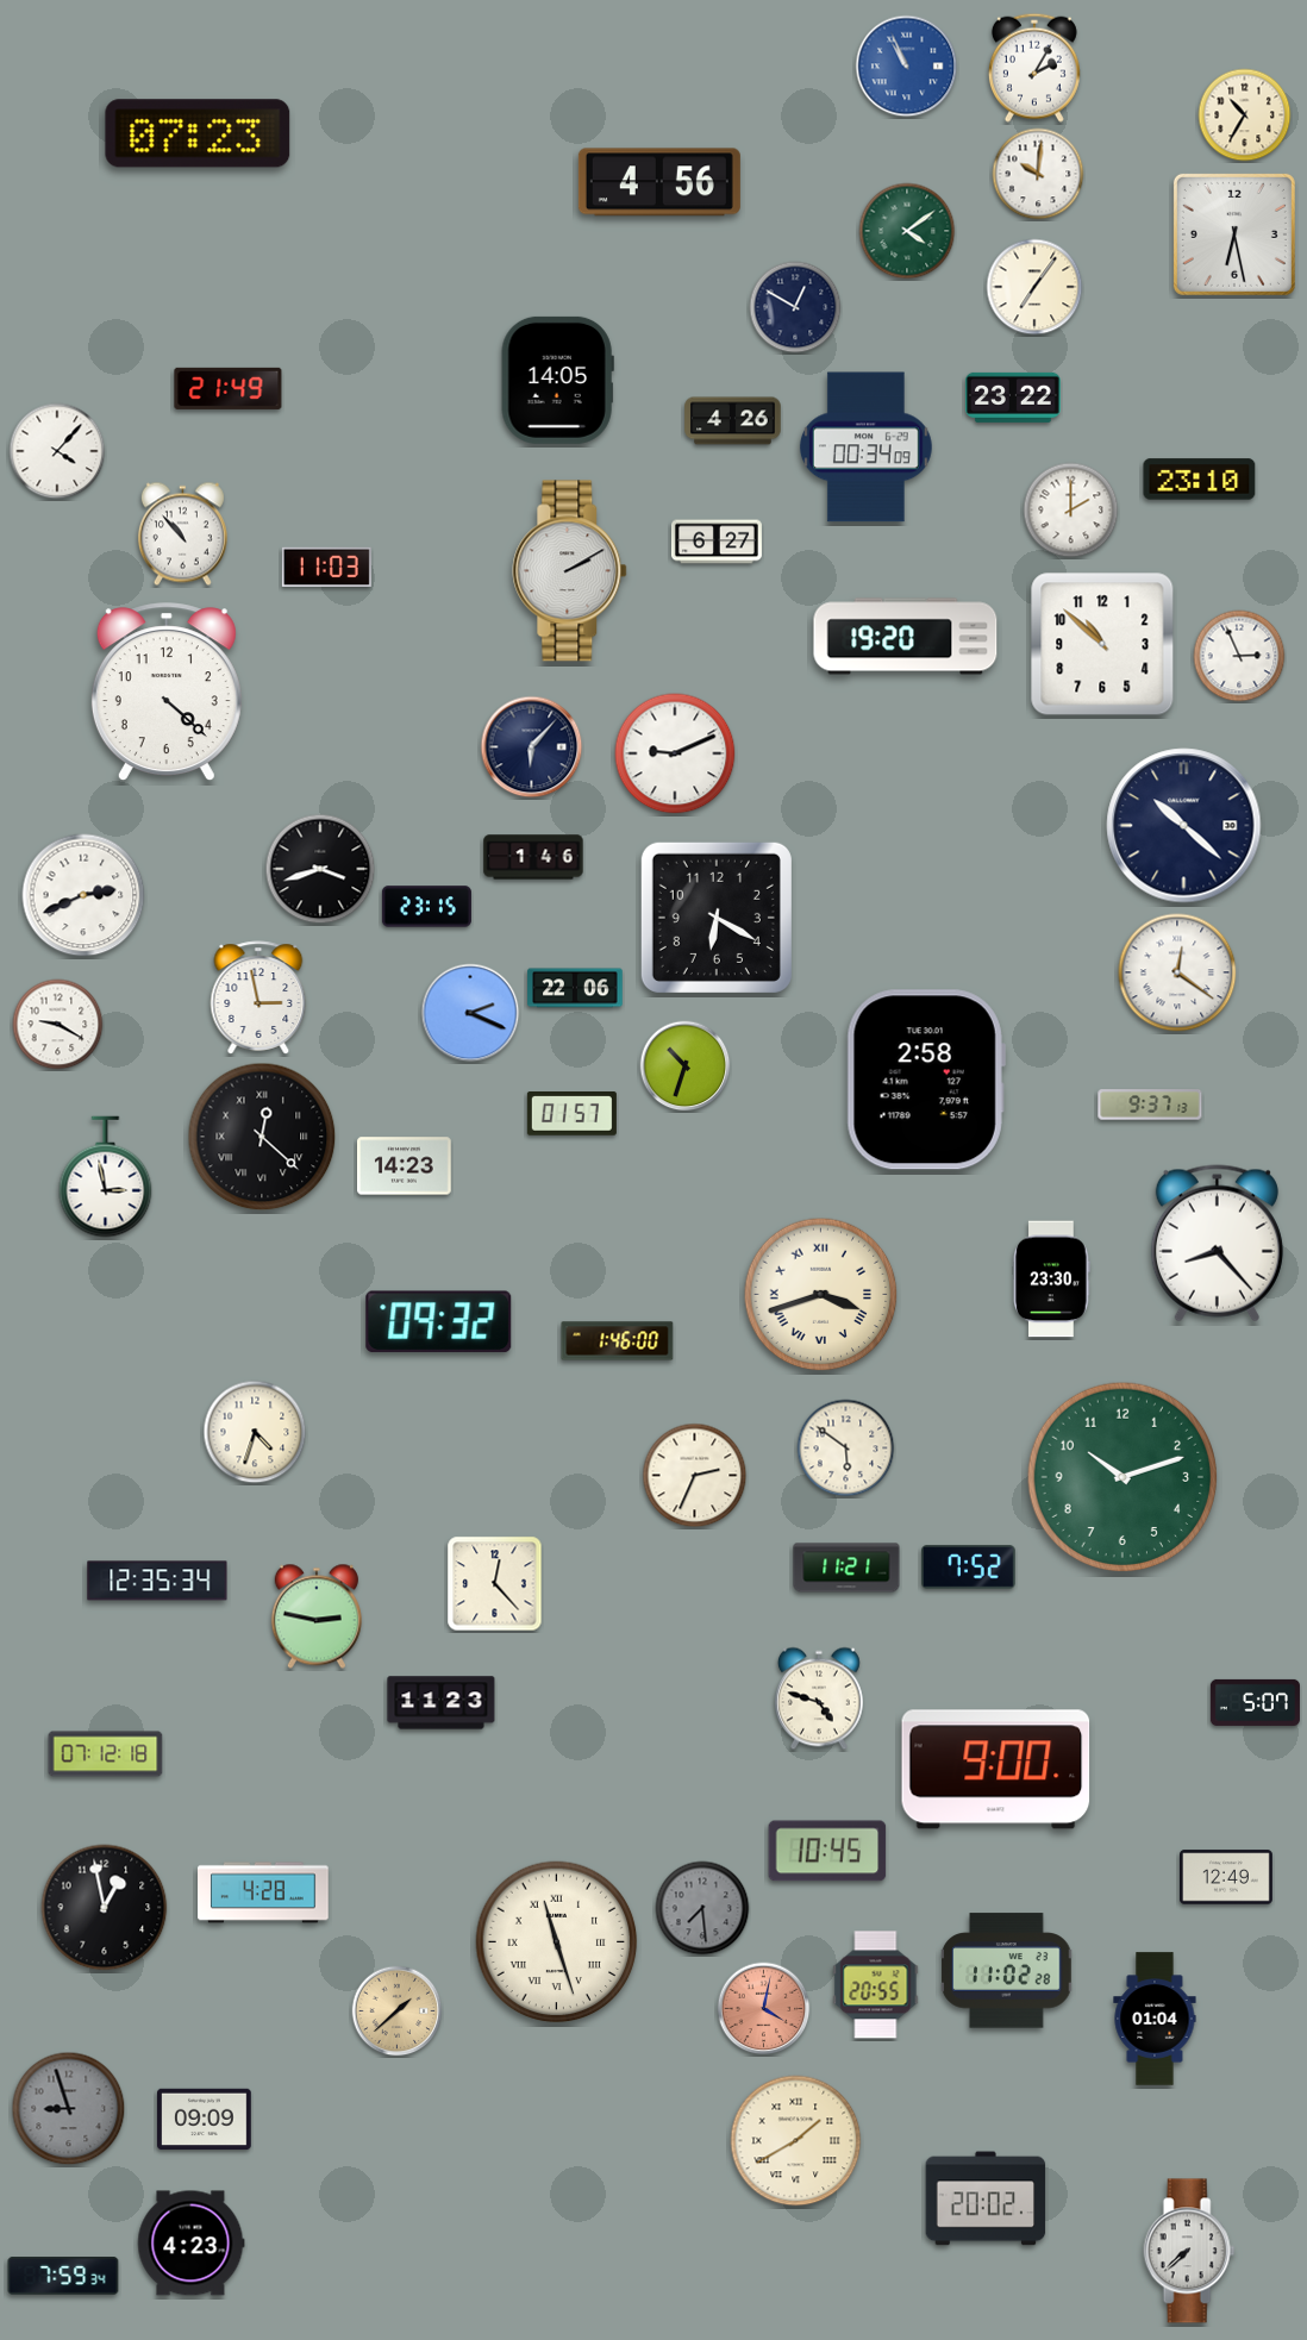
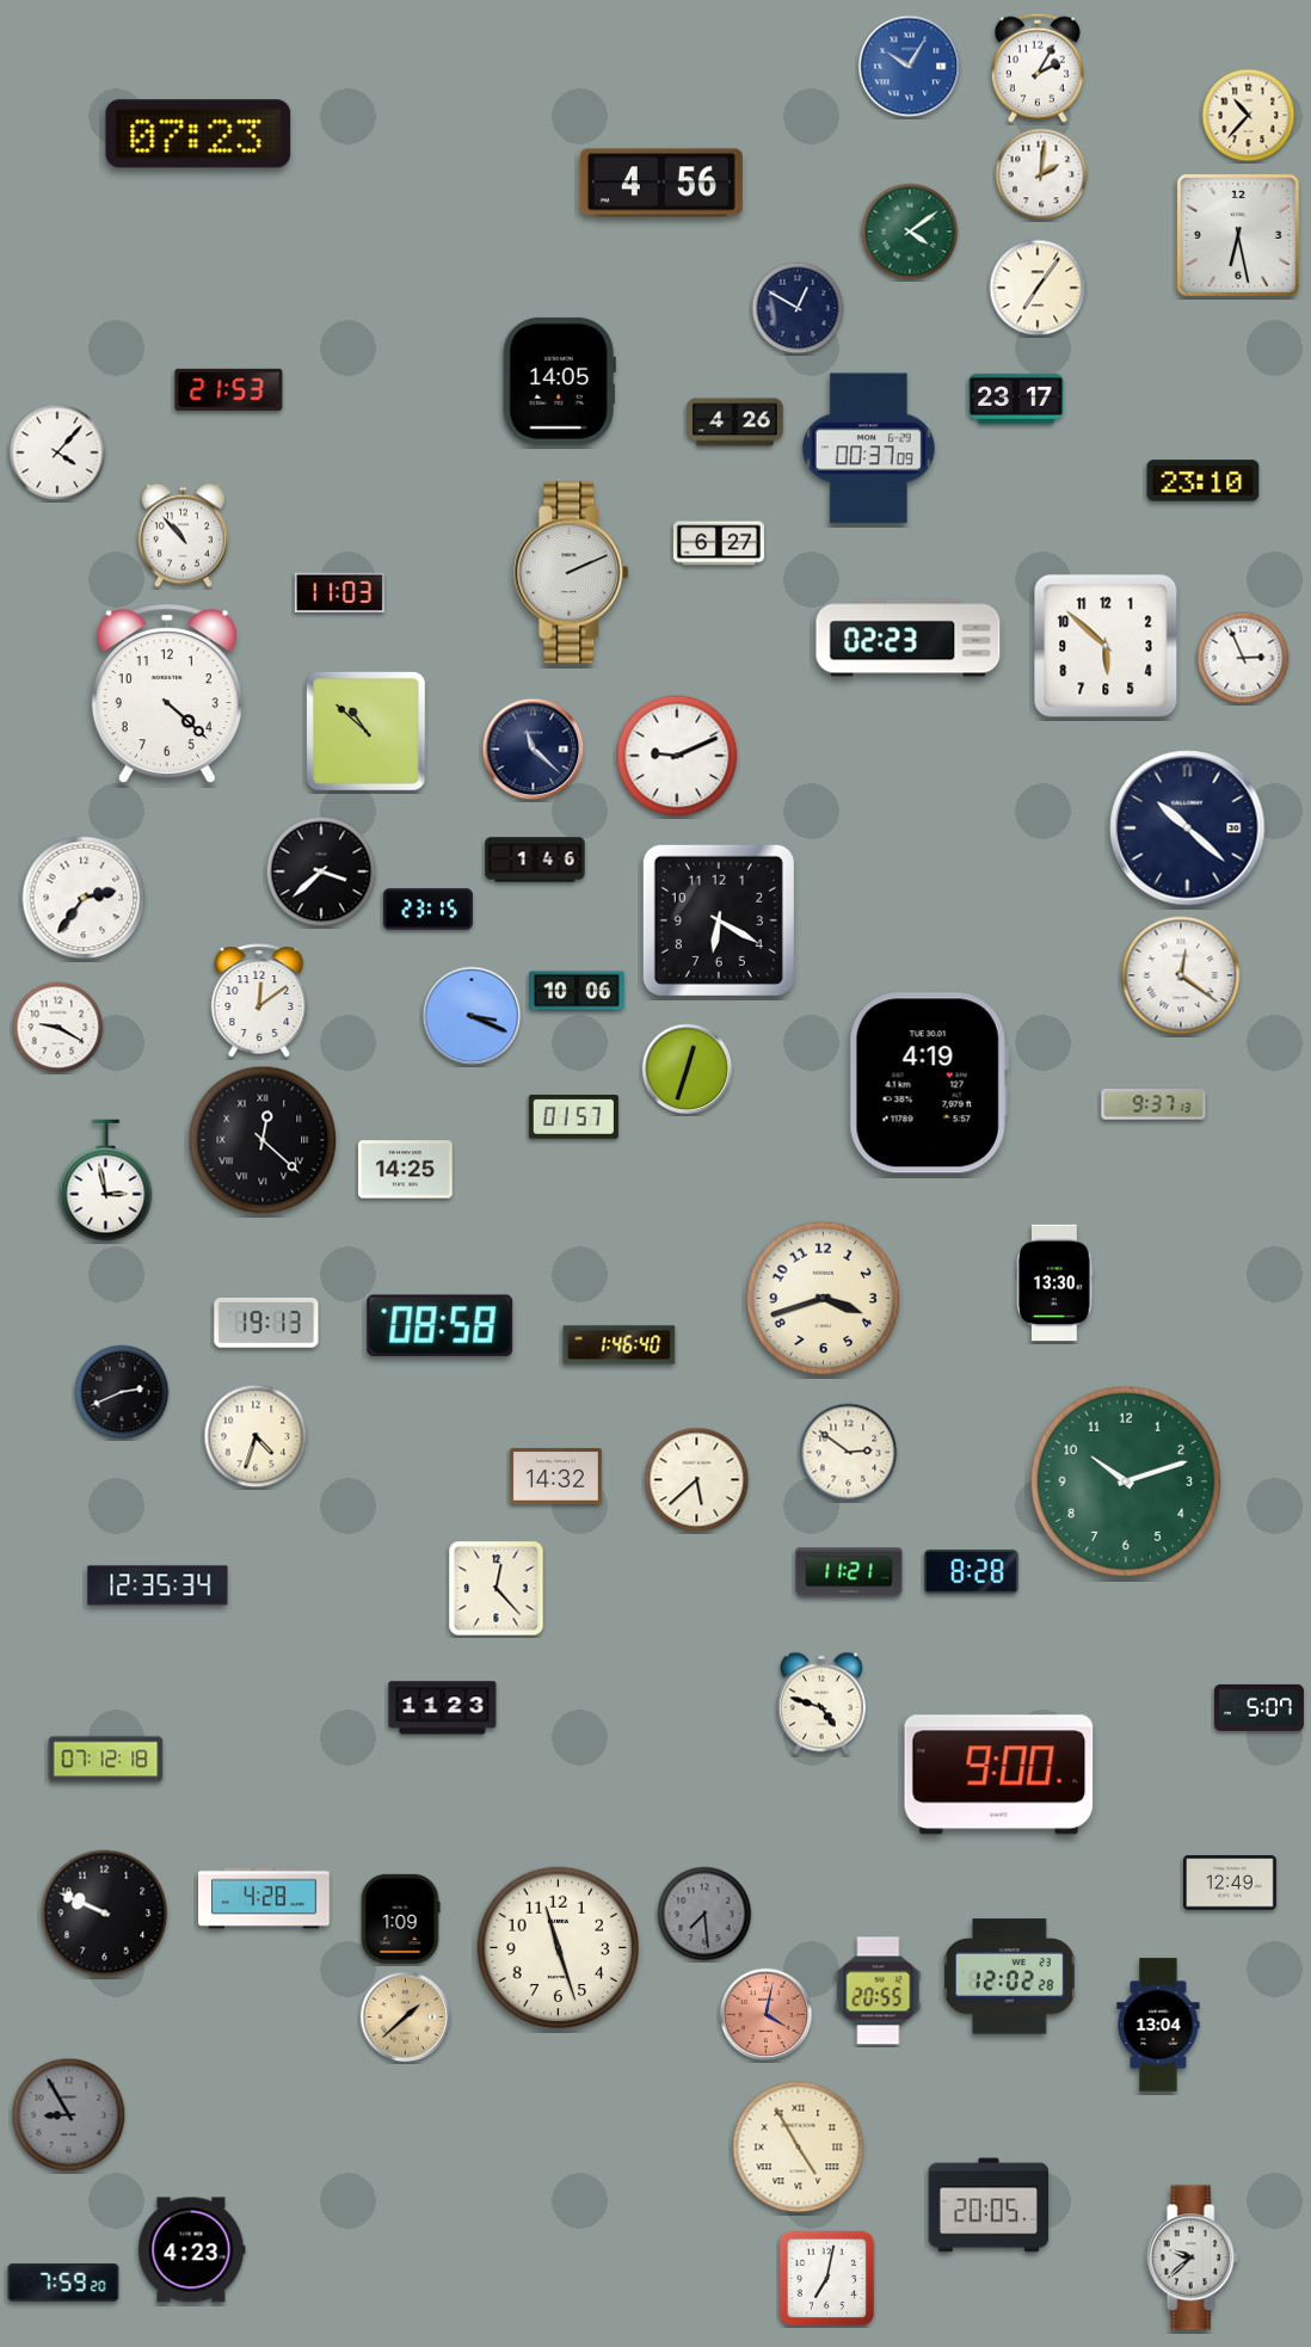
clock at (907, 67): 10:56 -> 10:05
clock at (1245, 115): 10:35 -> 10:37
clock at (1038, 174): 10:01 -> 2:01
clock at (229, 388): 21:49 -> 21:53
clock at (1013, 398): 23:22 -> 23:17
clock at (865, 448): 00:34 -> 00:37
clock at (1071, 511): 2:00 -> none
clock at (326, 567) position: (326, 567) -> (339, 592)
clock at (570, 571): 2:10 -> 2:11
clock at (906, 637): 19:20 -> 02:23
clock at (1102, 644): 10:52 -> 5:52
clock at (367, 732): none -> 10:52
clock at (532, 747): 6:07 -> 11:22
clock at (320, 869): 3:42 -> 3:38
clock at (83, 895): 2:41 -> 2:36
clock at (575, 988): 22:06 -> 10:06
clock at (258, 997): 2:58 -> 12:09
clock at (470, 1013): 2:19 -> 3:19
clock at (686, 1066): 10:33 -> 12:33
clock at (926, 1080): 2:58 -> 4:19
clock at (1150, 1105) position: (1150, 1105) -> (1153, 1104)
clock at (405, 1166): 14:23 -> 14:25
clock at (1217, 1244): 8:23 -> none
clock at (1052, 1280): 23:30 -> 13:30
clock at (821, 1295) numerals: Roman -> Arabic
clock at (266, 1323): none -> 19:13
clock at (439, 1321): 09:32 -> 08:58
clock at (618, 1341): 1:46:00 -> 1:46:40
clock at (122, 1392): none -> 2:41
clock at (846, 1449): 5:51 -> 2:51
clock at (555, 1477): none -> 14:32
clock at (695, 1476): 2:34 -> 5:38
clock at (969, 1568): 7:52 -> 8:28
clock at (317, 1616): 2:47 -> none
clock at (827, 1851): 10:45 -> none
clock at (105, 1908): 12:58 -> 9:49
clock at (400, 1918): none -> 1:09
clock at (557, 1942) numerals: Roman -> Arabic
clock at (1007, 1971): 11:02 -> 12:02
clock at (398, 2011) position: (398, 2011) -> (406, 2018)
clock at (1155, 2019): 01:04 -> 13:04
clock at (69, 2109): 8:57 -> 8:55
clock at (205, 2120): 09:09 -> none
clock at (796, 2141): 1:40 -> 4:55
clock at (986, 2198): 20:02 -> 20:05
clock at (1189, 2251): 7:38 -> 9:38
clock at (827, 2279): none -> 7:02
clock at (63, 2276): 7:59:34 -> 7:59:20
